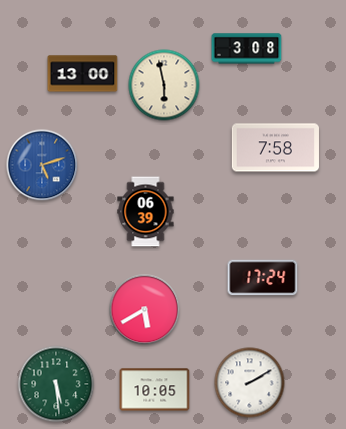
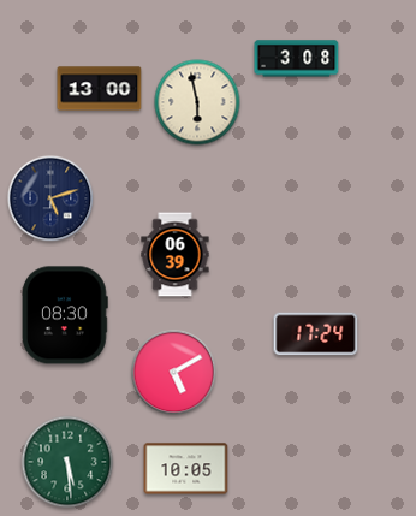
clock at (275, 148): 7:58 -> none
clock at (42, 165) dial: blue -> navy
clock at (66, 315): none -> 08:30
clock at (145, 310): 5:40 -> 5:10
clock at (250, 383): 2:10 -> none
